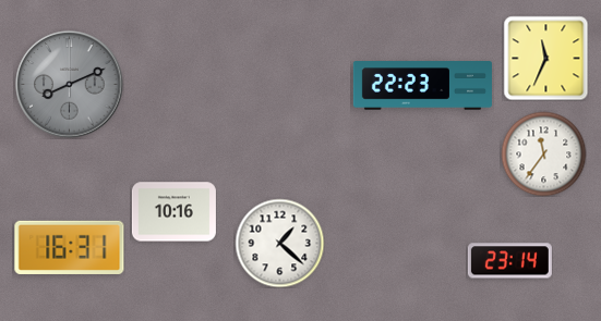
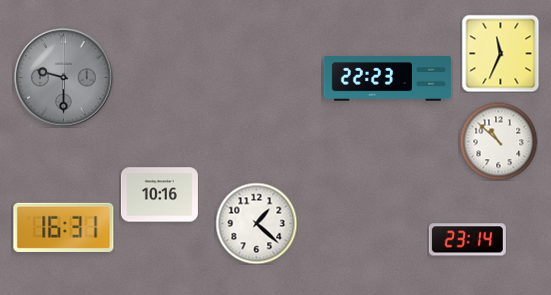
clock at (70, 85): 8:11 -> 9:30
clock at (543, 153): 11:36 -> 10:52
